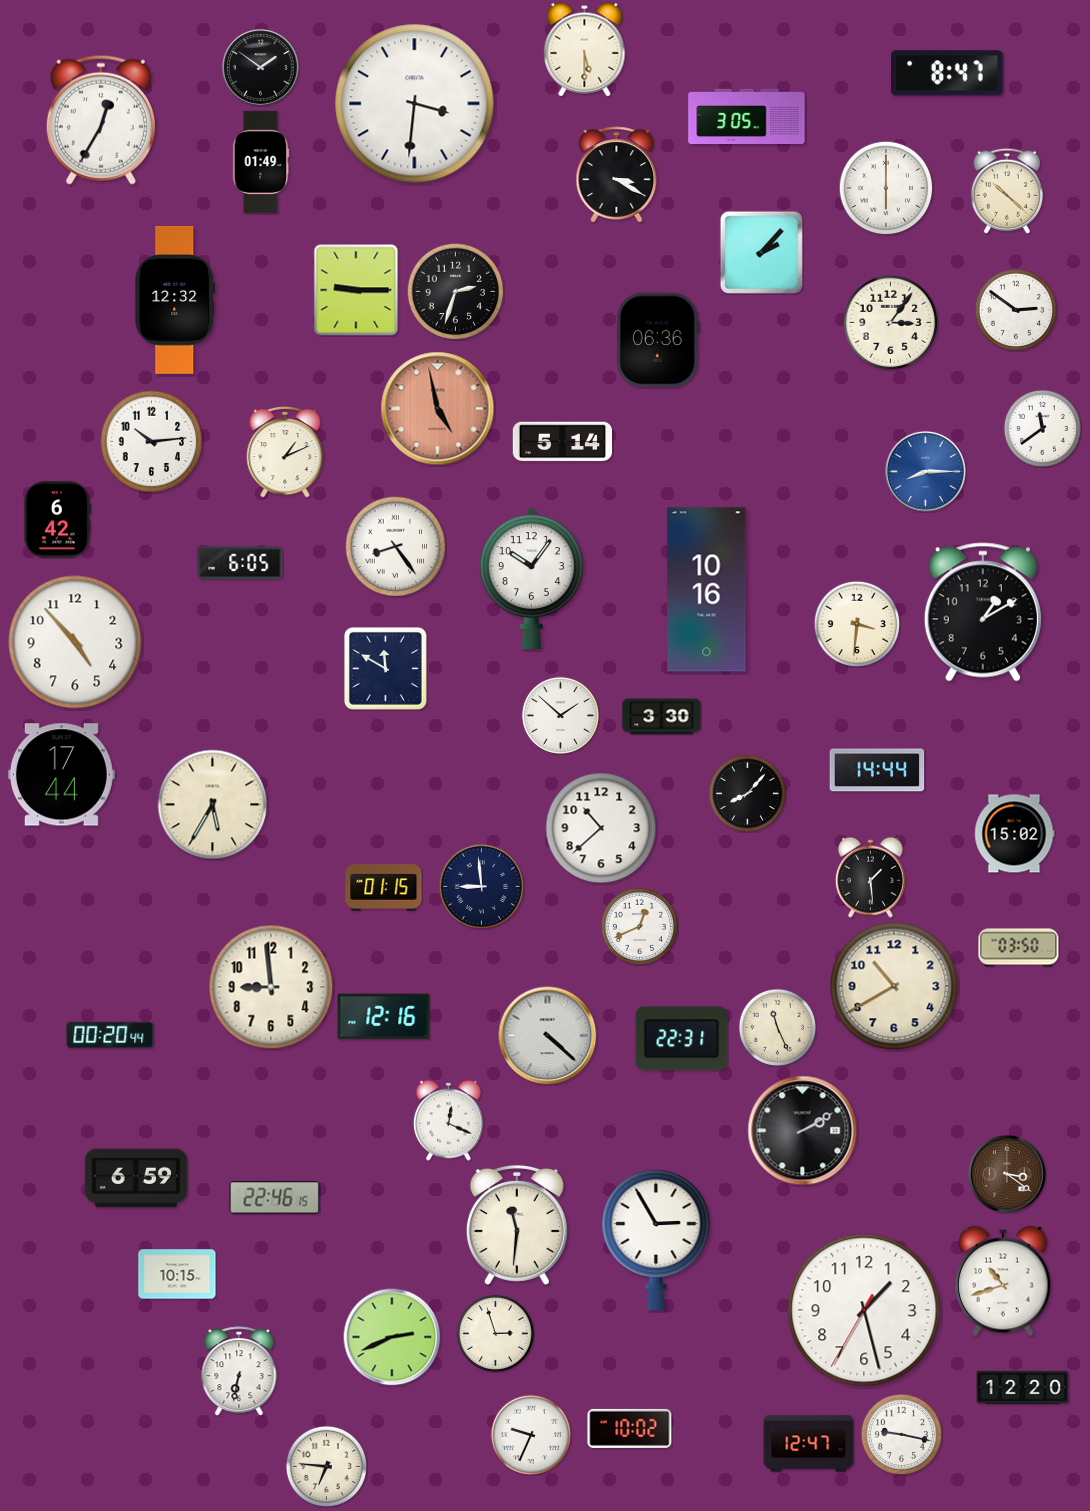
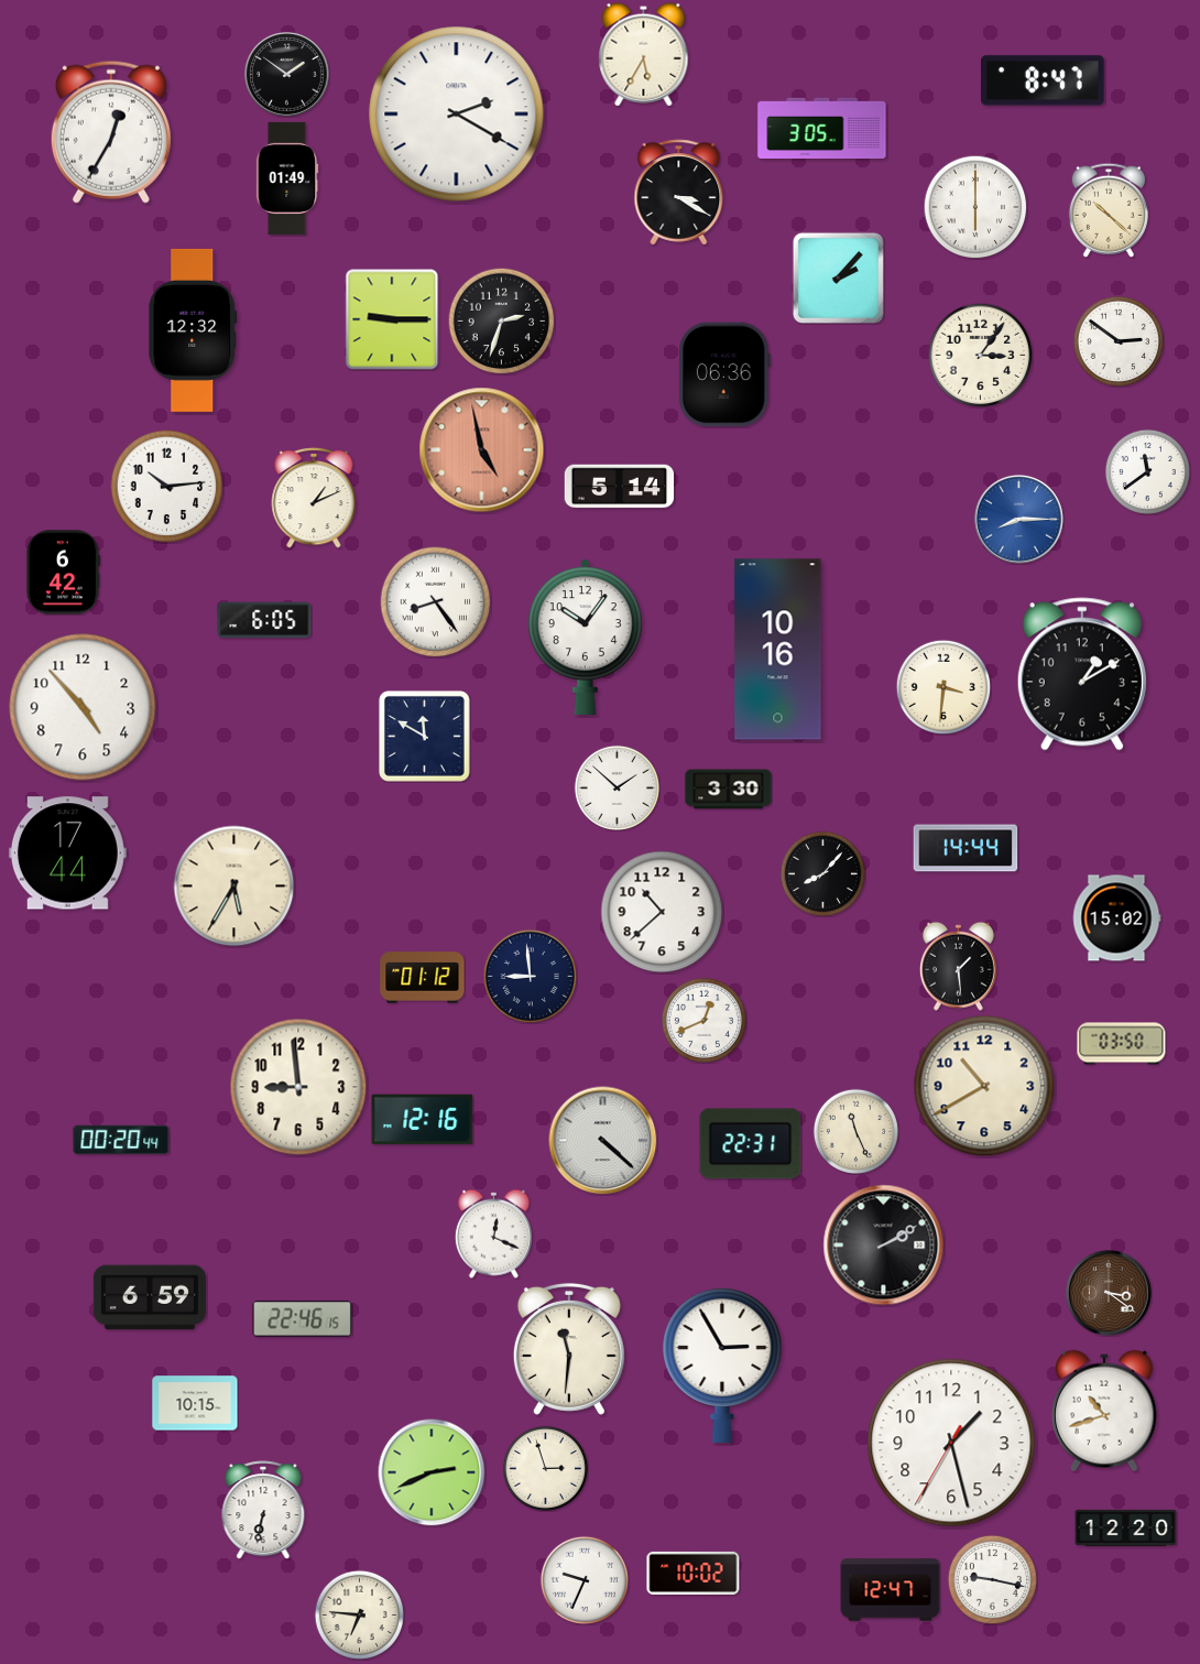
clock at (585, 50): 5:30 -> 5:35
clock at (415, 104): 3:31 -> 2:20
clock at (384, 888): 01:15 -> 01:12
